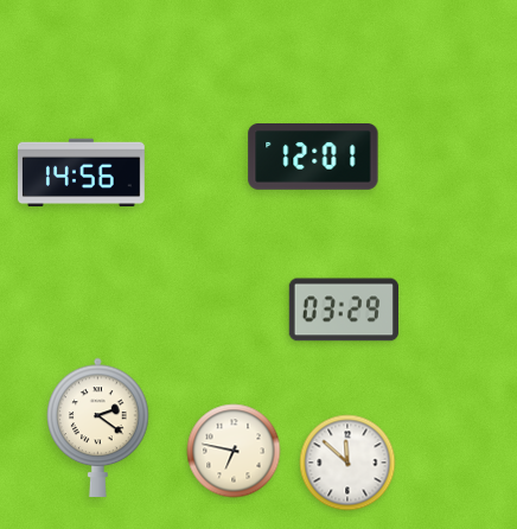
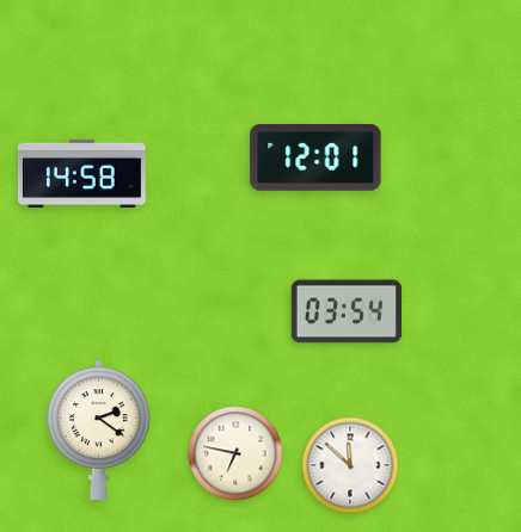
clock at (81, 173): 14:56 -> 14:58
clock at (343, 310): 03:29 -> 03:54
